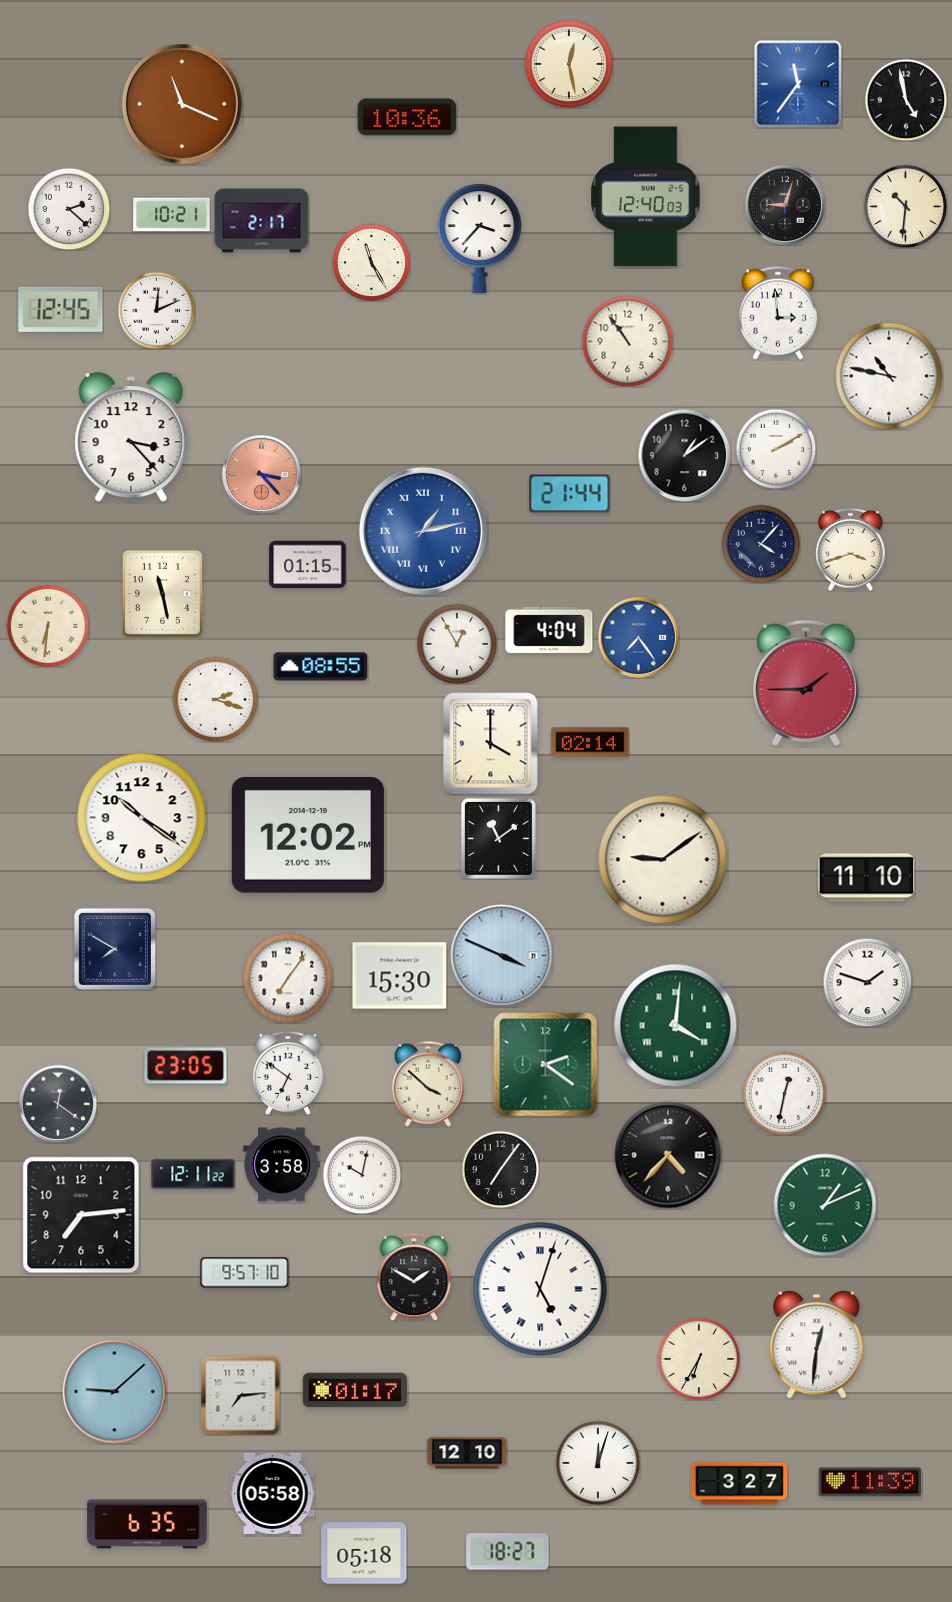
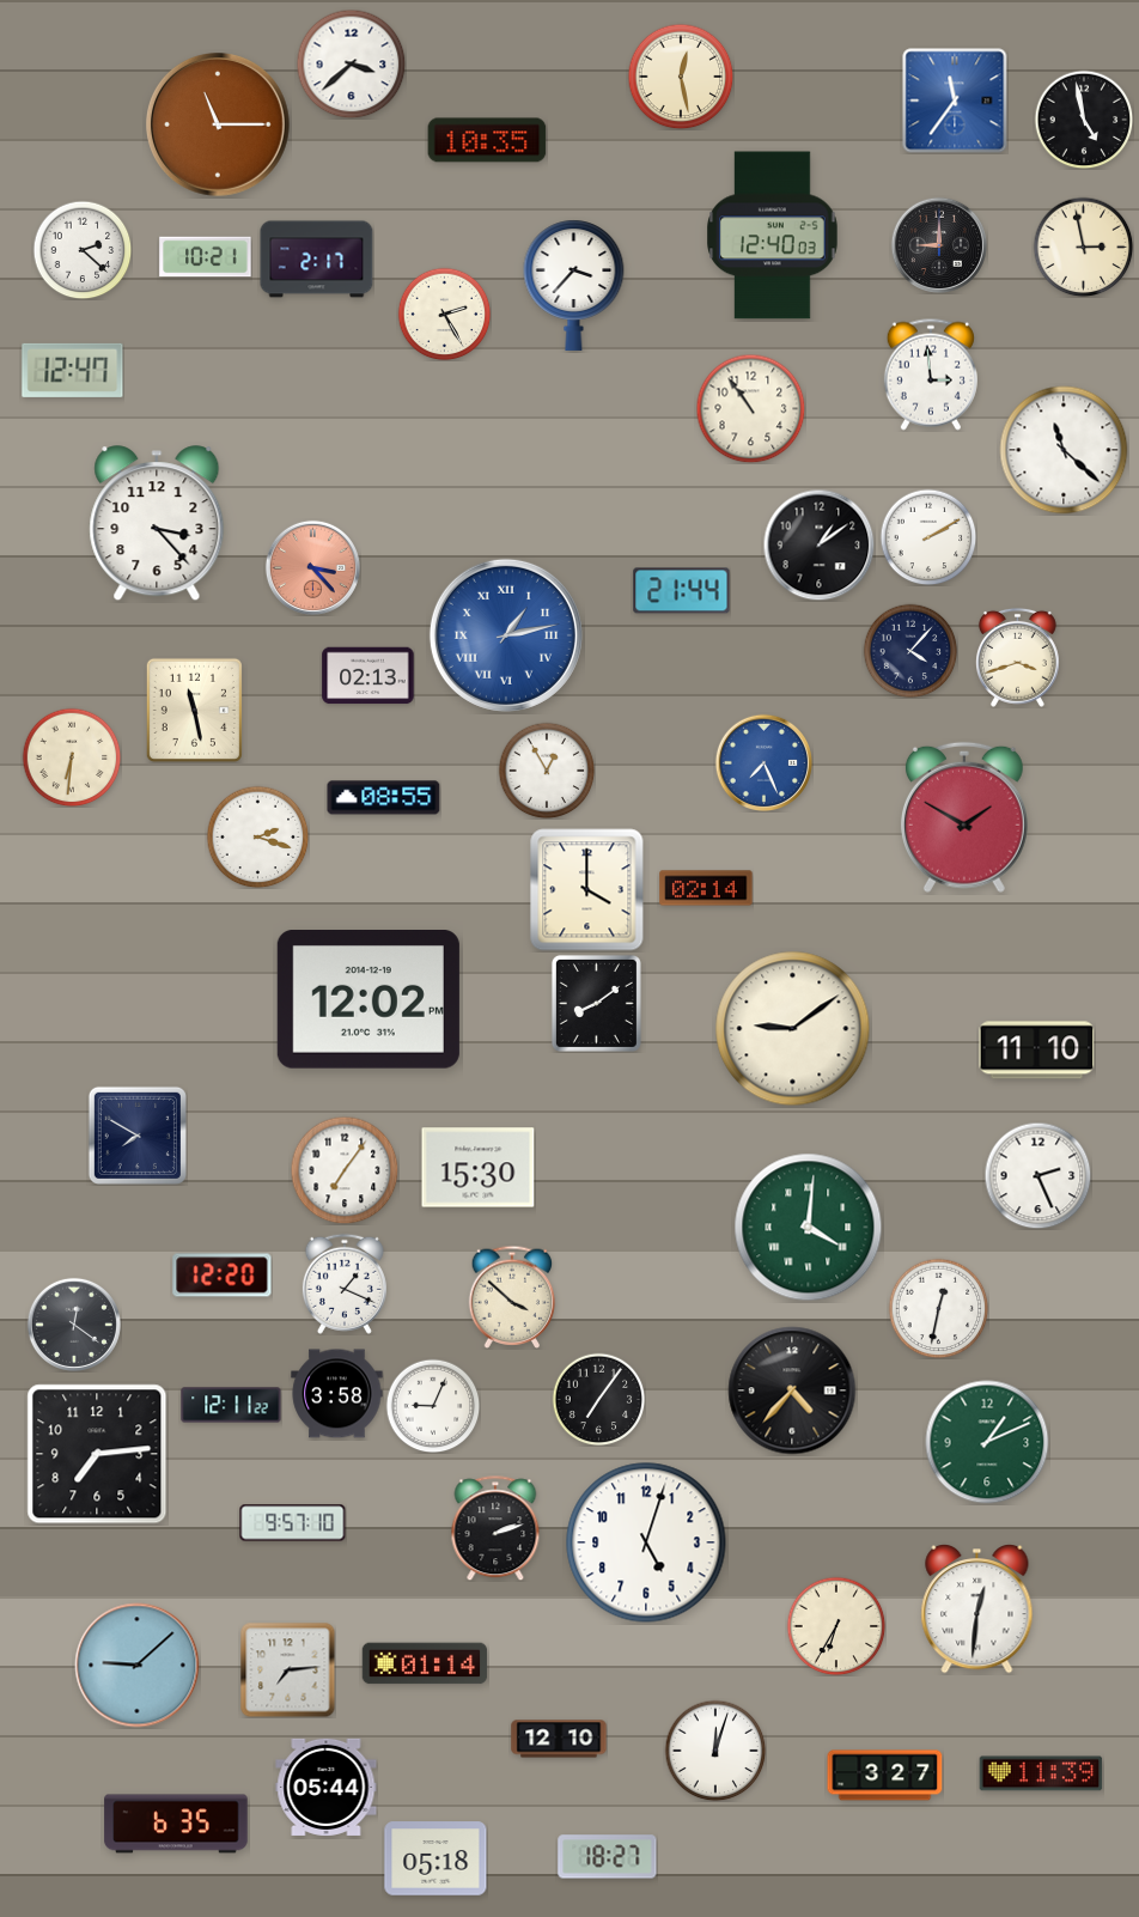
clock at (351, 63): none -> 3:38
clock at (183, 105): 11:19 -> 11:15
clock at (407, 117): 10:36 -> 10:35
clock at (785, 205): 9:03 -> 9:00
clock at (905, 206): 10:31 -> 2:58
clock at (262, 221) position: (262, 221) -> (317, 260)
clock at (371, 262): 11:25 -> 2:25
clock at (61, 309): 12:45 -> 12:47
clock at (156, 310): 12:11 -> none
clock at (889, 376): 10:47 -> 11:22
clock at (308, 565): 01:15 -> 02:13
clock at (48, 626) position: (48, 626) -> (72, 757)
clock at (549, 630): 4:04 -> none
clock at (638, 637): 7:24 -> 7:26
clock at (806, 683): 1:45 -> 1:50
clock at (142, 818): 10:21 -> none
clock at (498, 838): 11:09 -> 8:09
clock at (502, 956): 3:49 -> none
clock at (867, 982): 1:48 -> 2:26
clock at (546, 1065): 2:21 -> none
clock at (186, 1066): 23:05 -> 12:20
clock at (288, 1073): 6:51 -> 1:19
clock at (58, 1104) position: (58, 1104) -> (74, 1325)
clock at (668, 1155) position: (668, 1155) -> (792, 1390)
clock at (362, 1175): 10:02 -> 9:04
clock at (414, 1277): 1:50 -> 2:12
clock at (540, 1289) numerals: Roman -> Arabic
clock at (355, 1390): 01:17 -> 01:14
clock at (273, 1493): 05:58 -> 05:44
